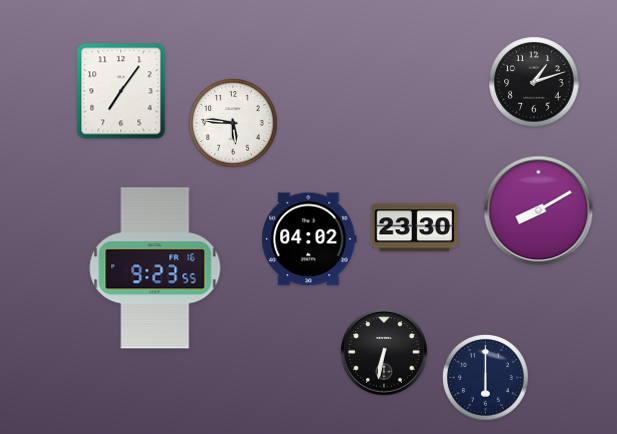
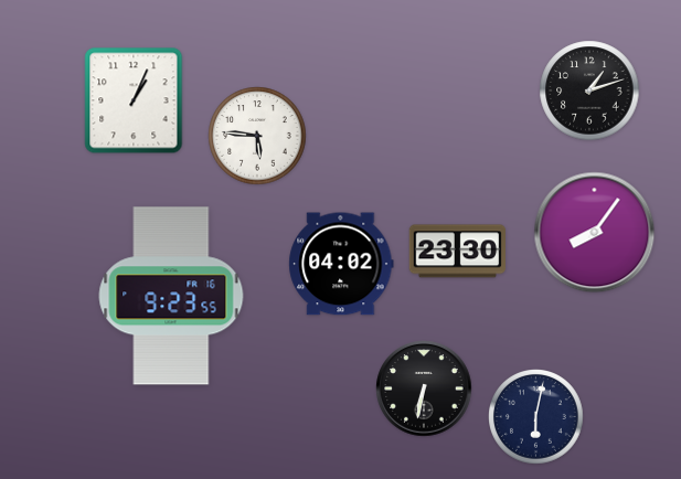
clock at (121, 91): 7:06 -> 1:04
clock at (539, 211): 8:10 -> 8:06
clock at (486, 378): 6:00 -> 6:02
